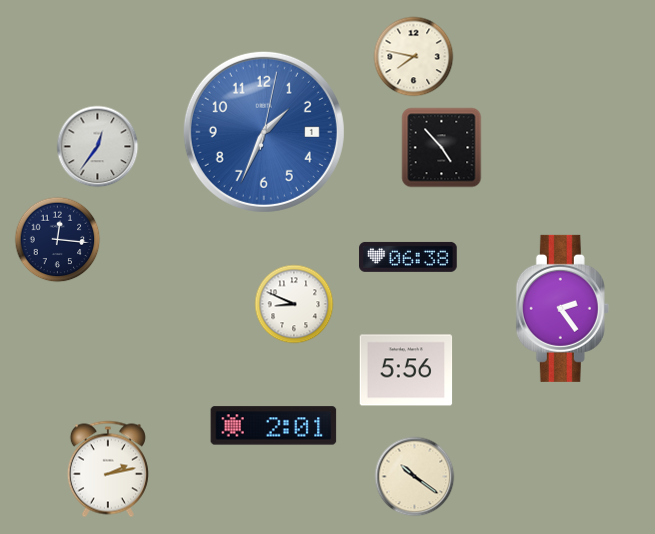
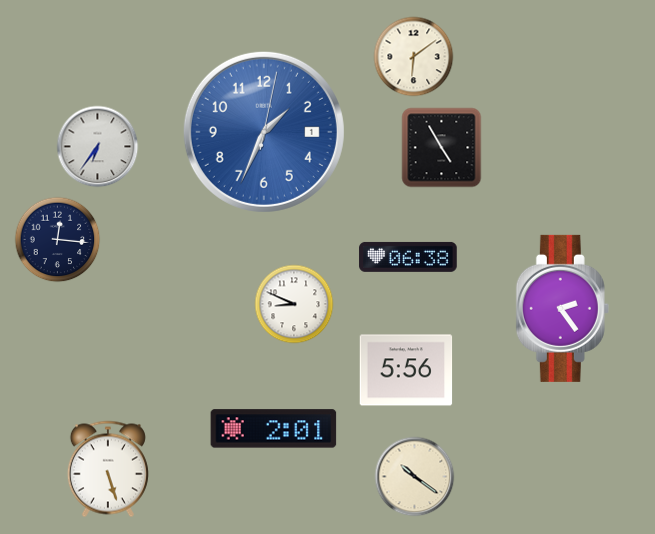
clock at (414, 57): 7:47 -> 6:09
clock at (98, 147): 12:36 -> 6:36
clock at (442, 148): 4:53 -> 4:55
clock at (274, 426) position: (274, 426) -> (274, 429)
clock at (108, 469): 2:13 -> 5:27
